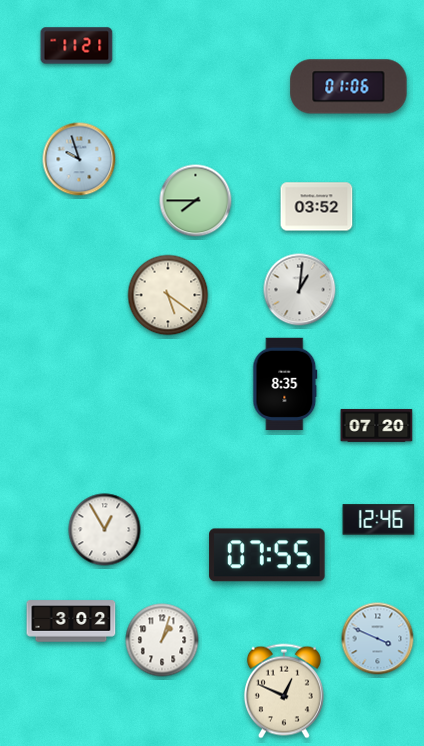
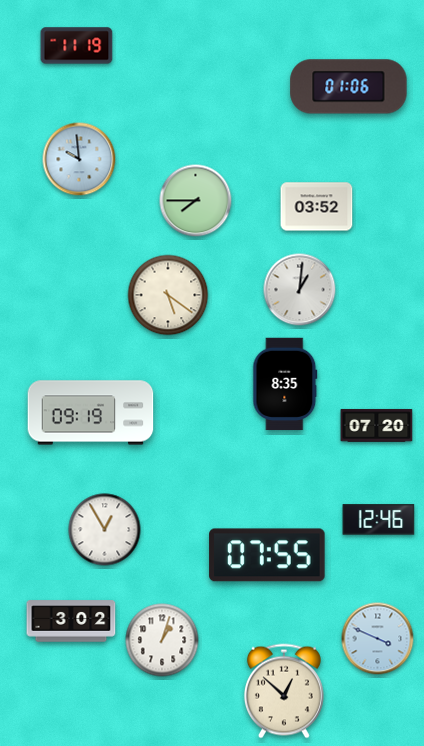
clock at (77, 46): 11:21 -> 11:19
clock at (79, 159): 9:57 -> 9:59
clock at (91, 413): none -> 09:19
clock at (284, 691): 12:49 -> 12:52
